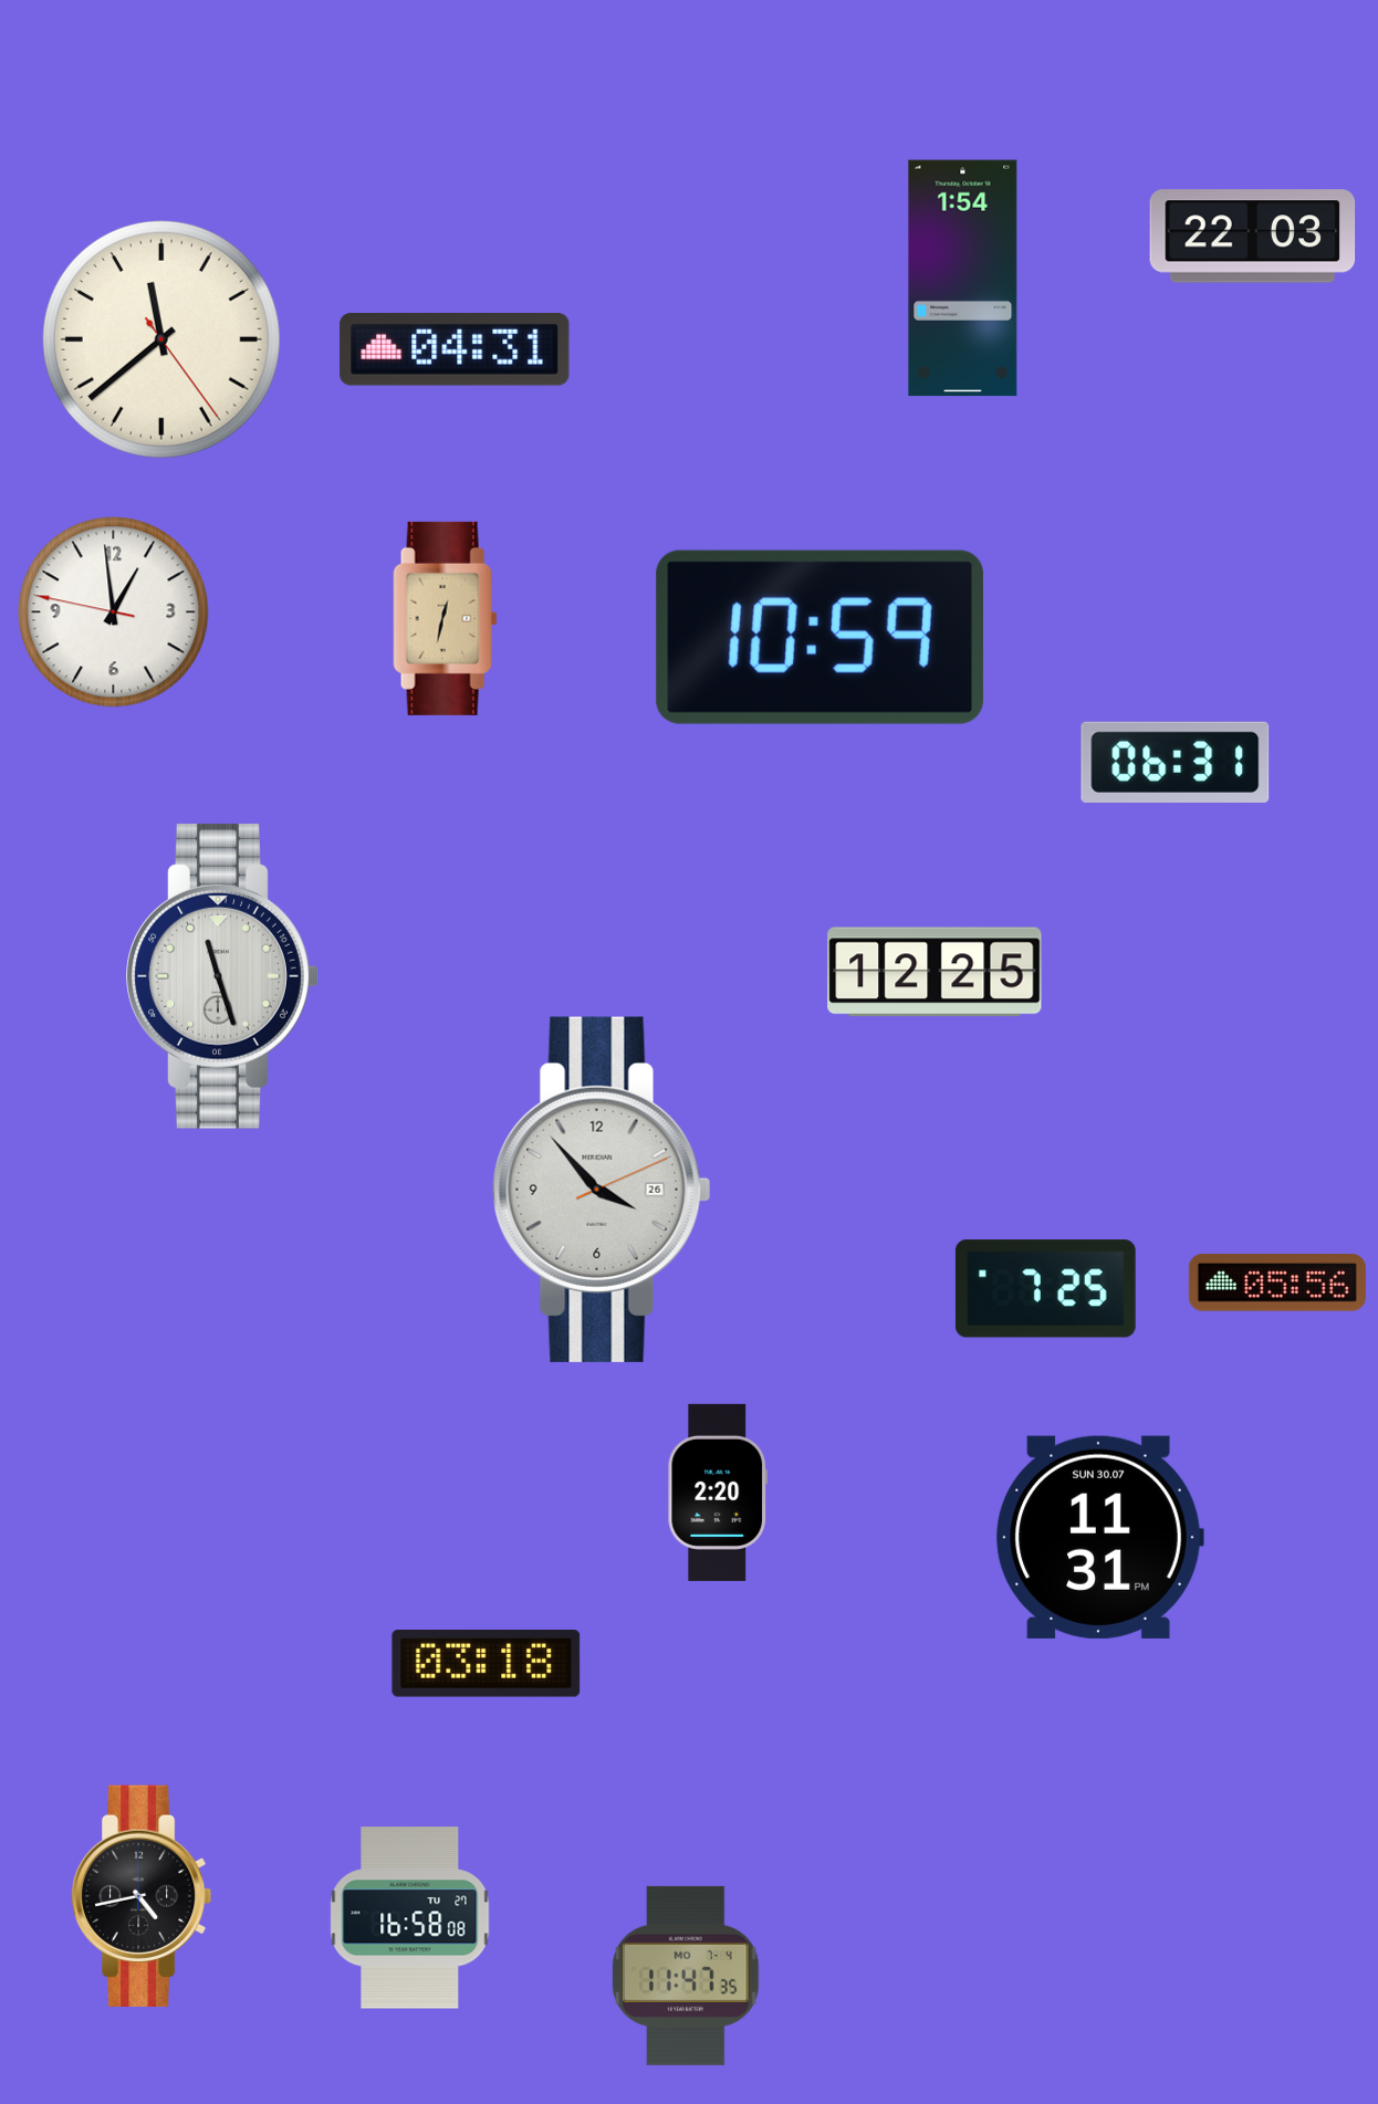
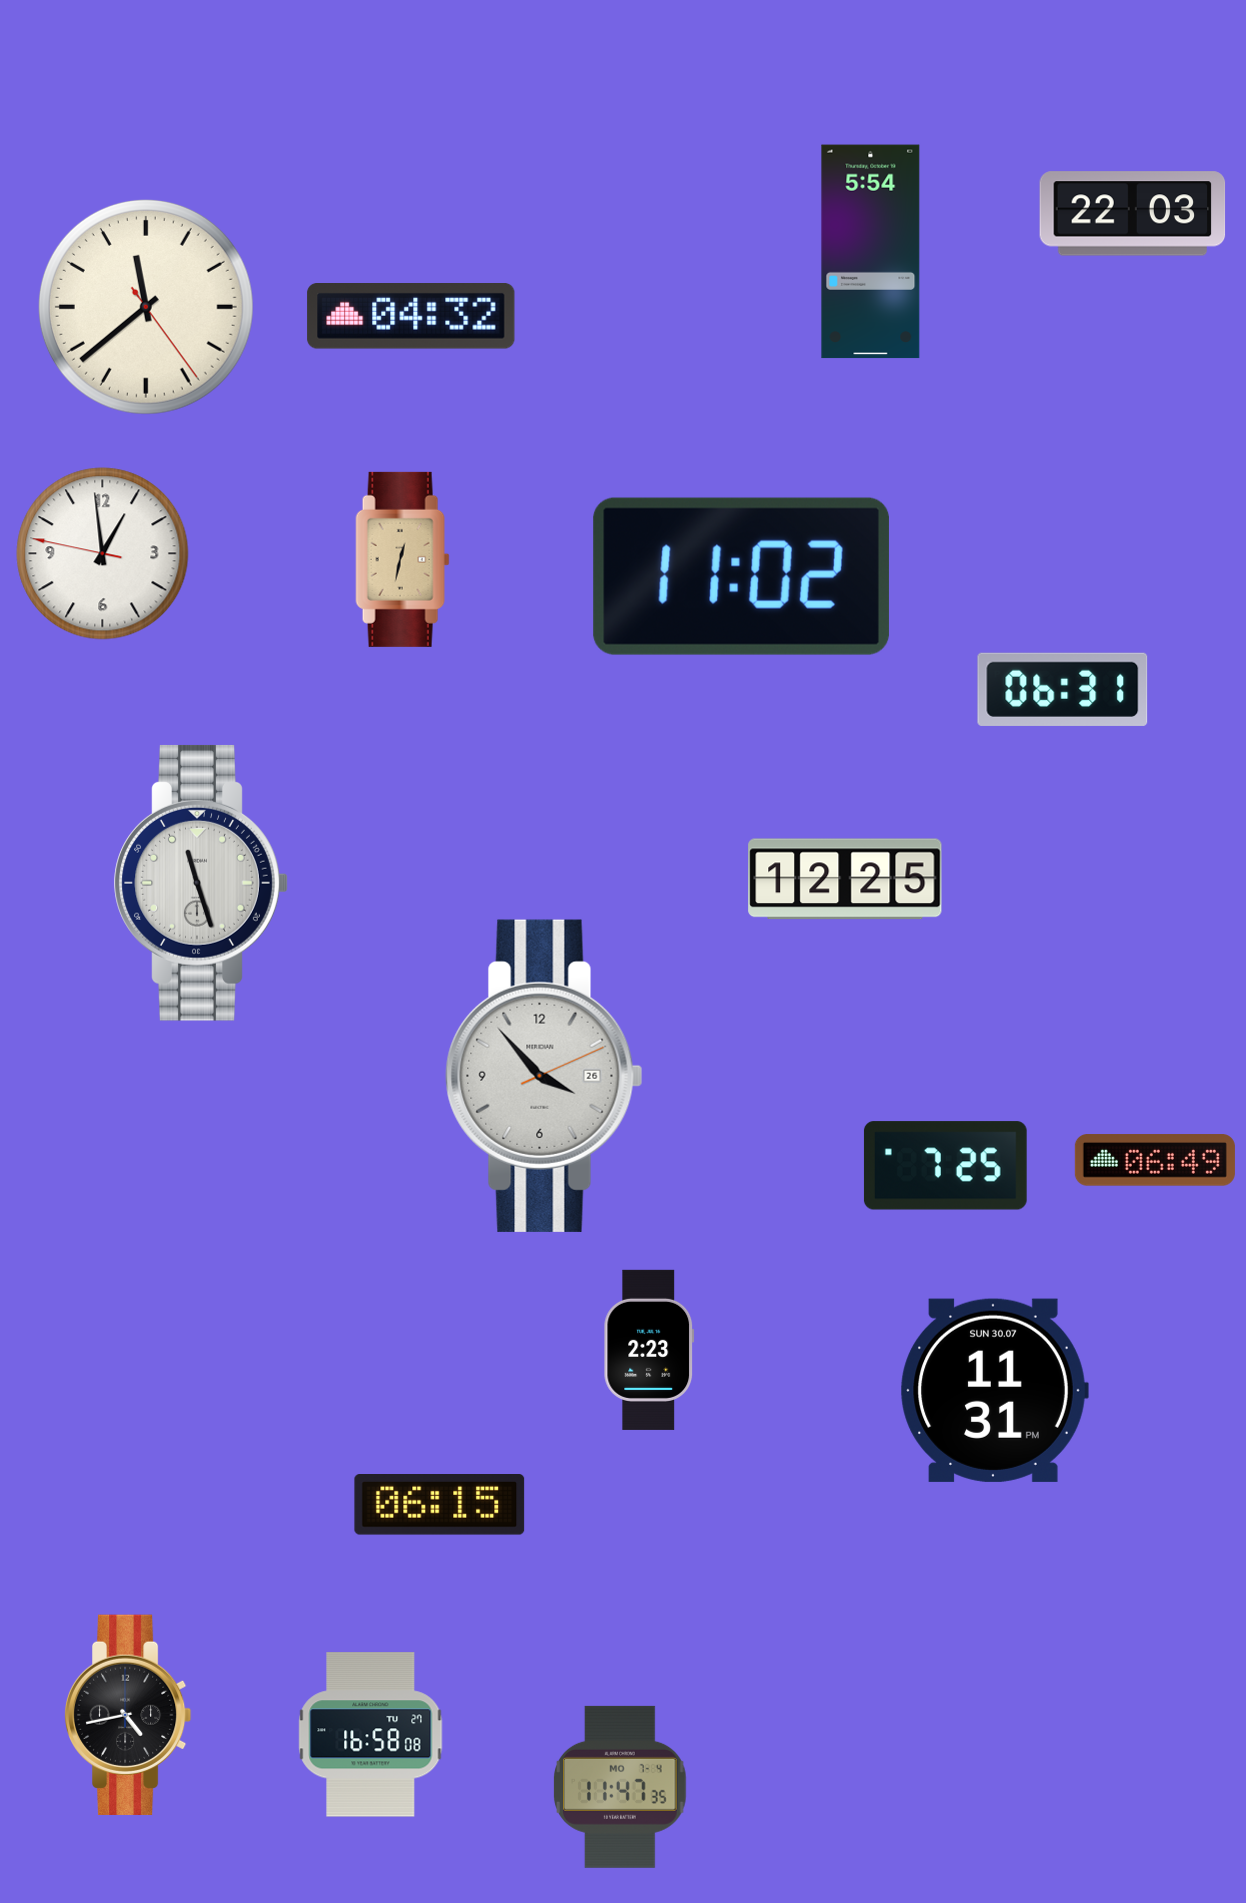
clock at (963, 279): 1:54 -> 5:54
clock at (455, 350): 04:31 -> 04:32
clock at (820, 637): 10:59 -> 11:02
clock at (1277, 1283): 05:56 -> 06:49
clock at (718, 1493): 2:20 -> 2:23
clock at (487, 1664): 03:18 -> 06:15
